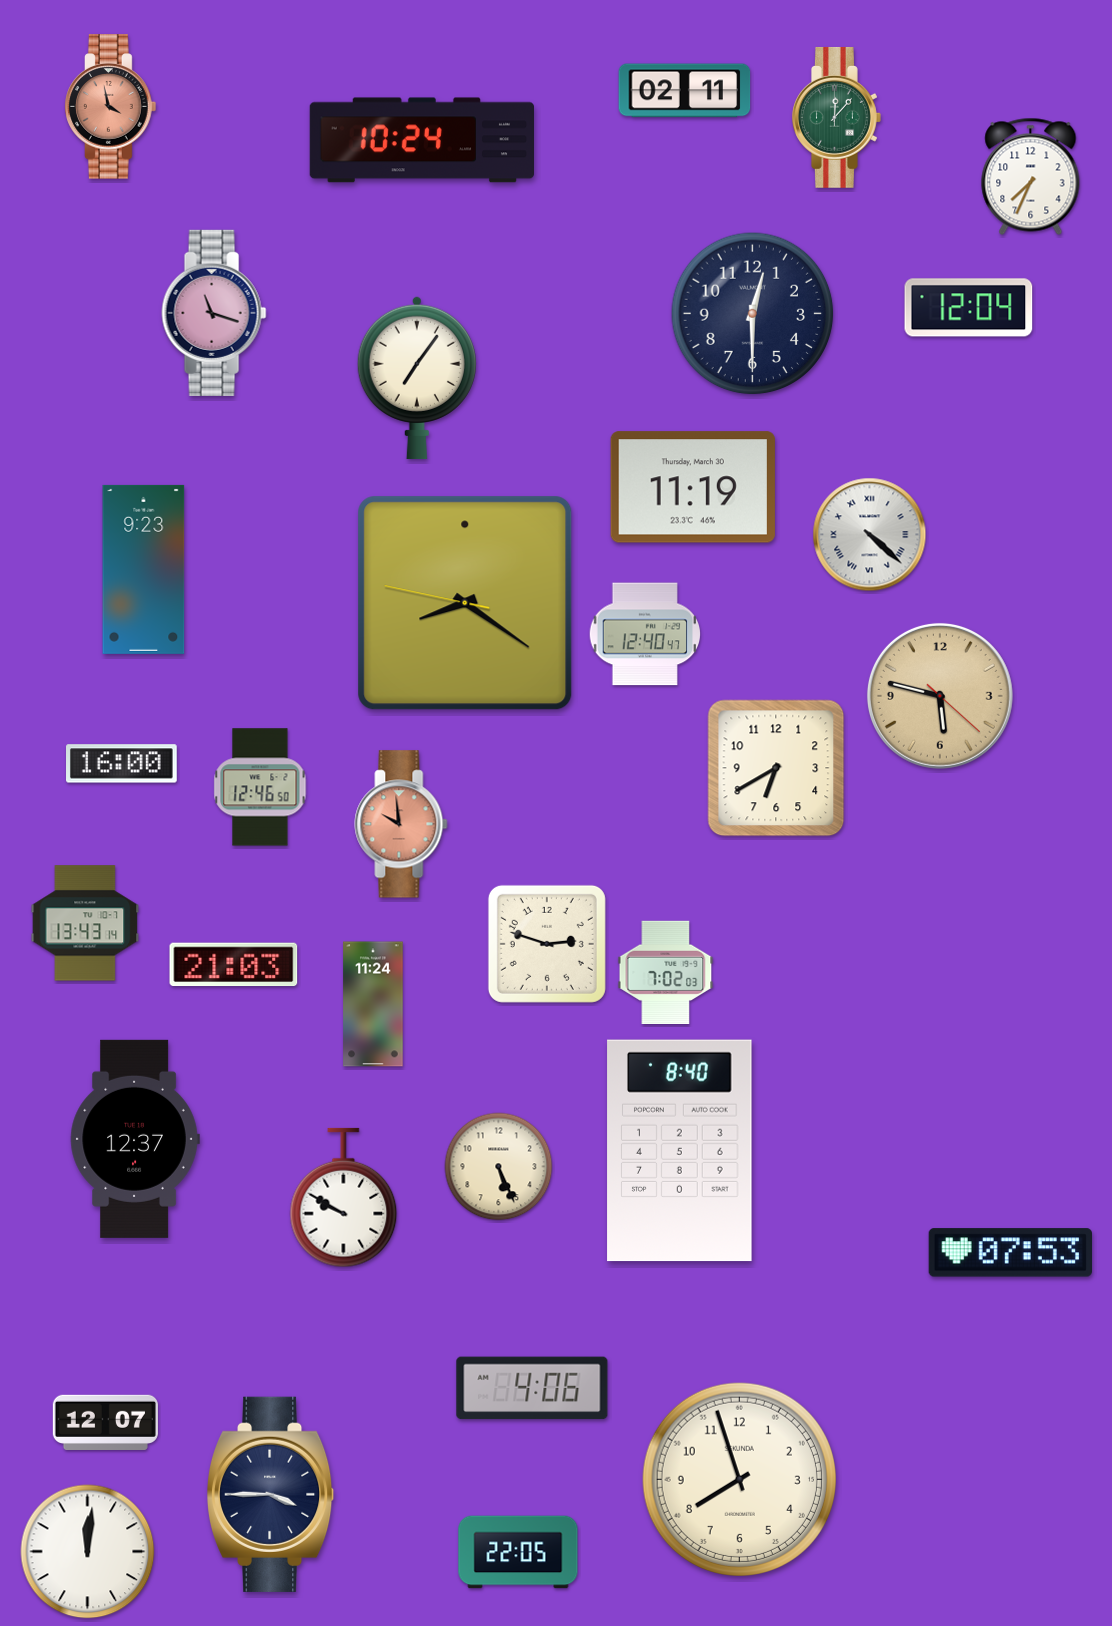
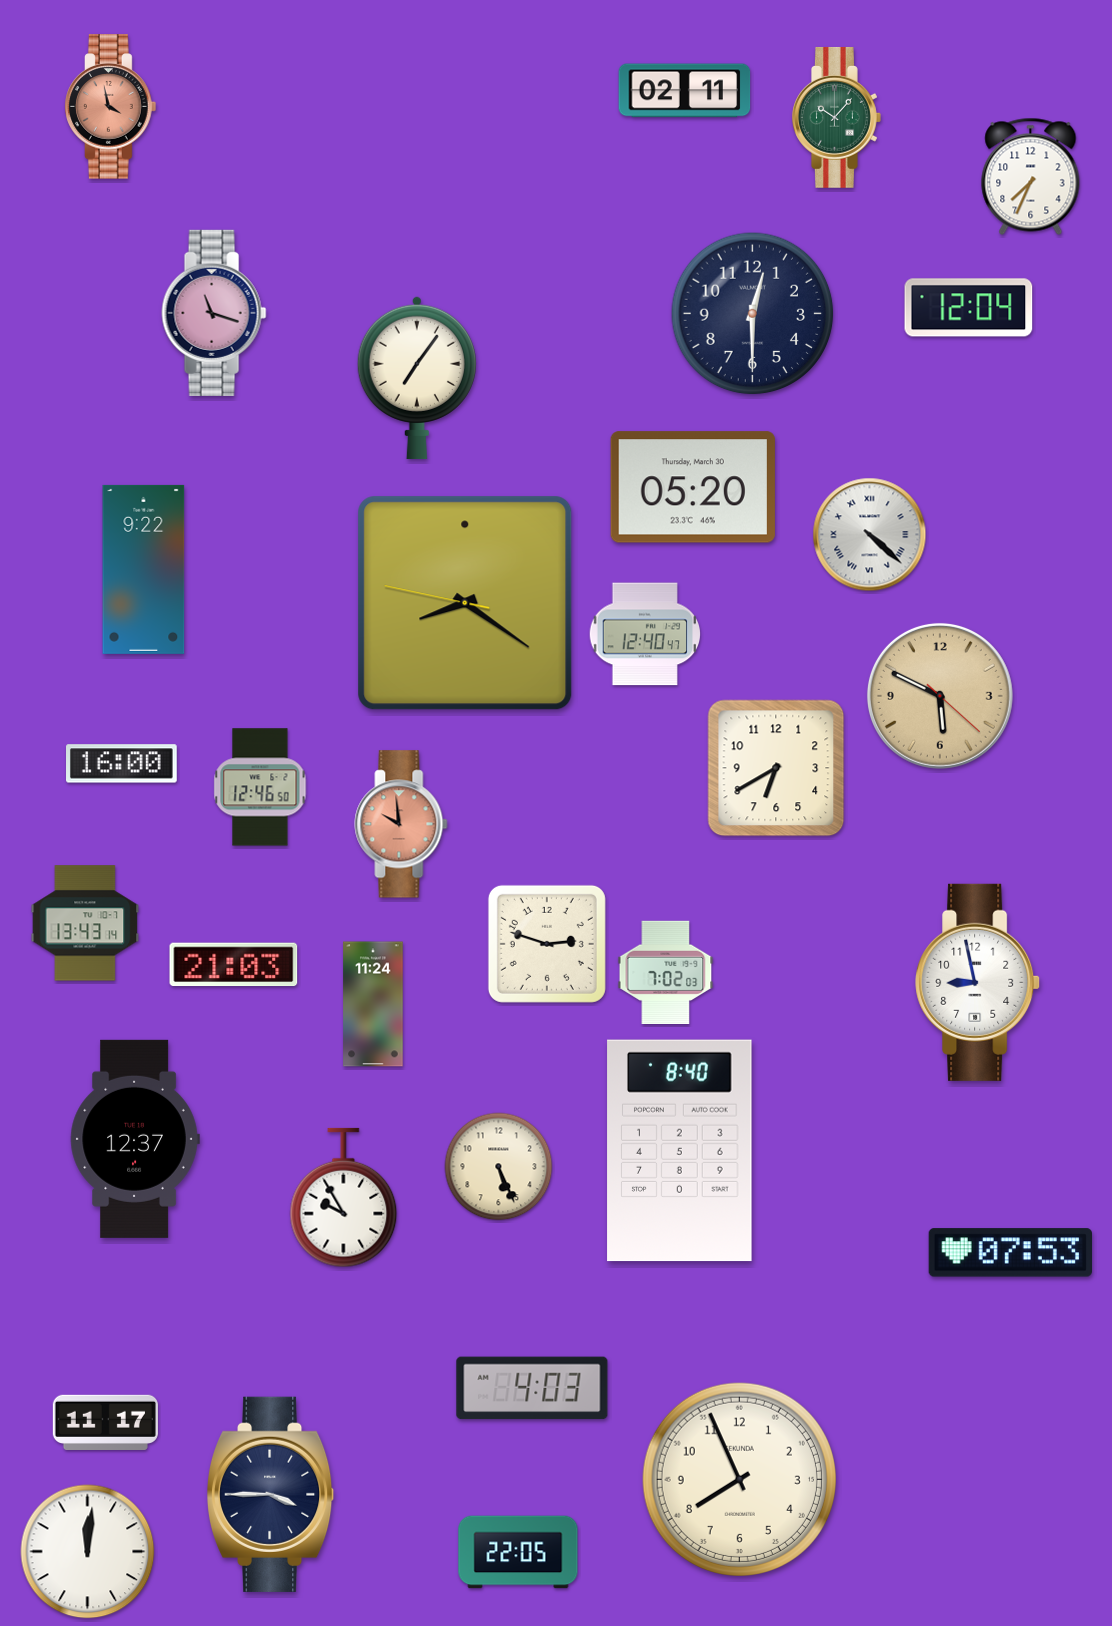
clock at (837, 117): 12:07 -> 10:07
clock at (422, 140): 10:24 -> none
clock at (693, 487): 11:19 -> 05:20
clock at (144, 569): 9:23 -> 9:22
clock at (940, 696): 5:47 -> 5:49
clock at (978, 982): none -> 8:58
clock at (344, 1198): 9:50 -> 9:55
clock at (532, 1388): 4:06 -> 4:03
clock at (105, 1422): 12:07 -> 11:17
clock at (739, 1479): 7:57 -> 7:56
